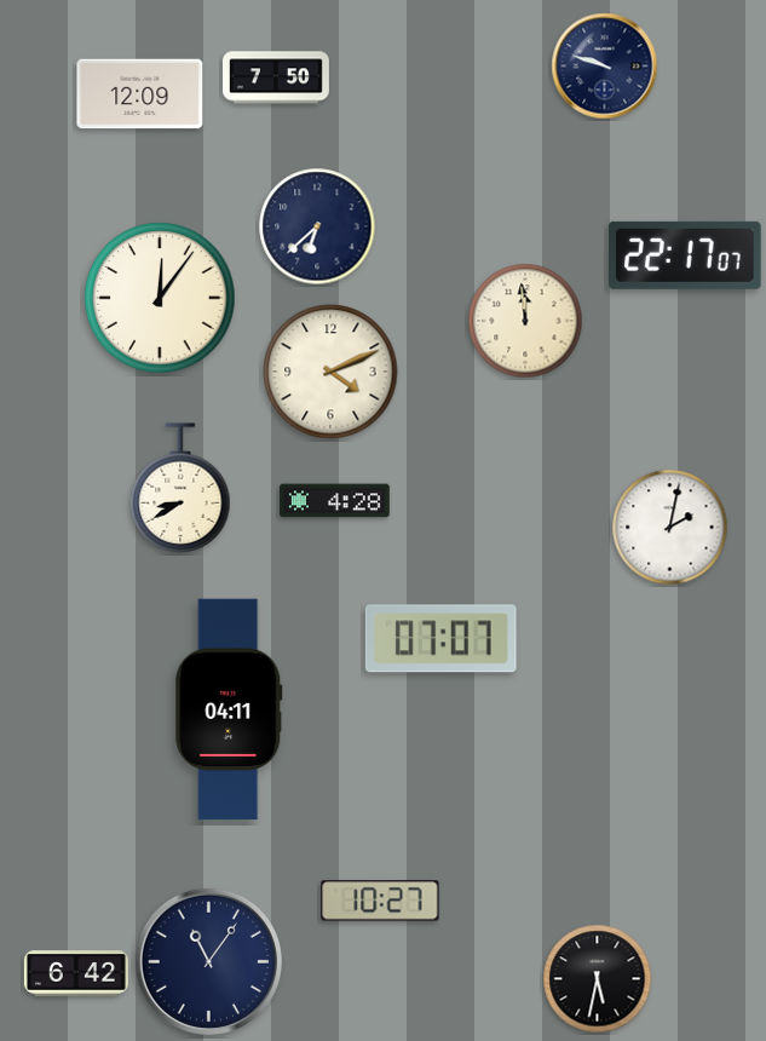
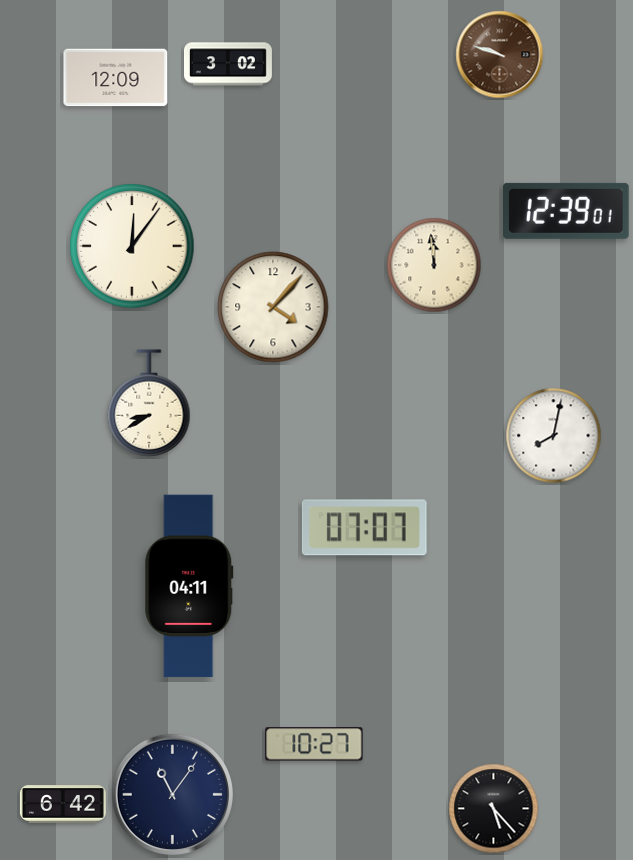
clock at (605, 67) dial: navy -> brown
clock at (276, 77): 7:50 -> 3:02
clock at (317, 226): 6:38 -> none
clock at (686, 255): 22:17 -> 12:39
clock at (330, 372): 4:11 -> 4:07
clock at (335, 501): 4:28 -> none
clock at (670, 528): 2:02 -> 8:02
clock at (598, 979): 5:32 -> 5:23
